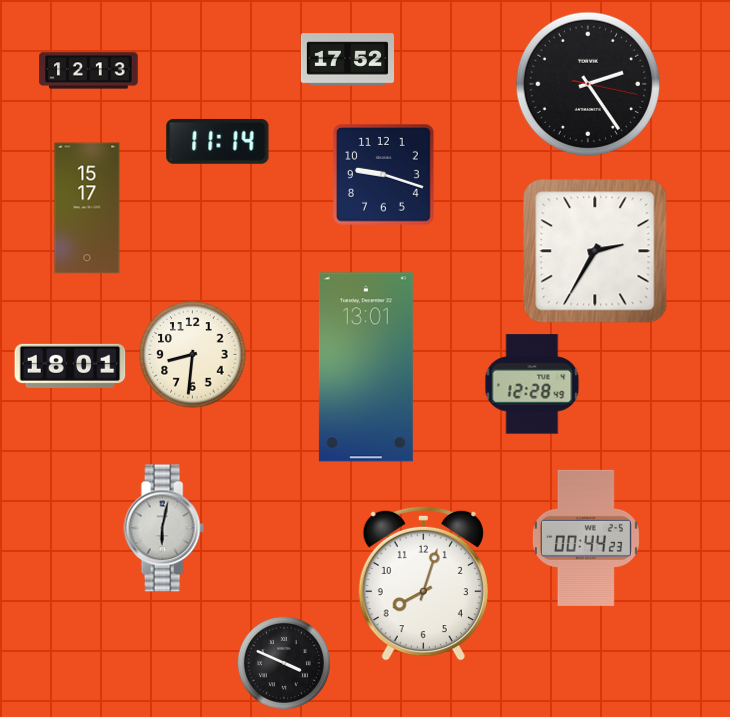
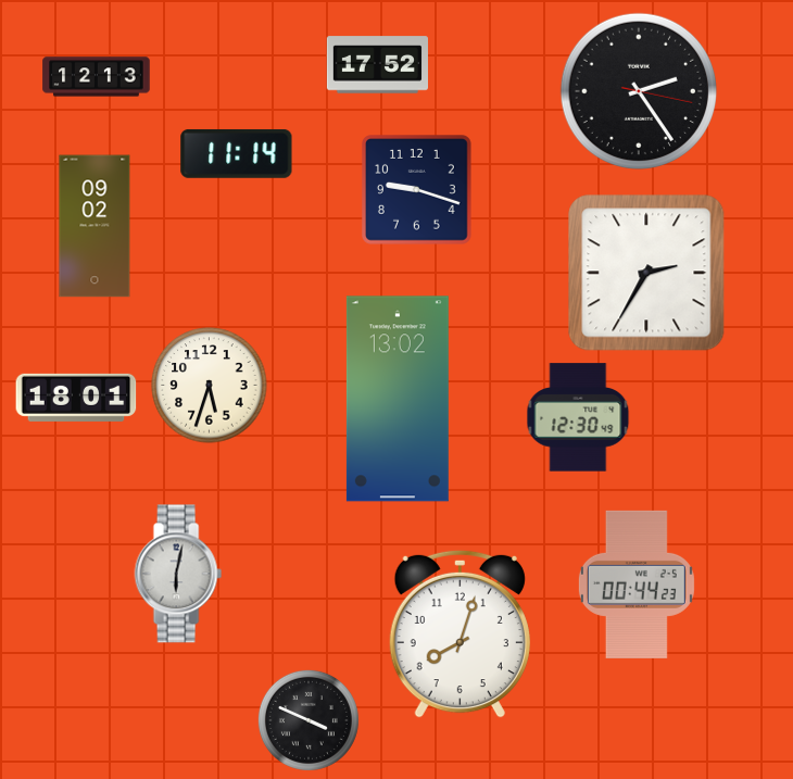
clock at (87, 208): 15:17 -> 09:02
clock at (193, 355): 8:31 -> 5:33
clock at (366, 367): 13:01 -> 13:02
clock at (532, 384): 12:28 -> 12:30
